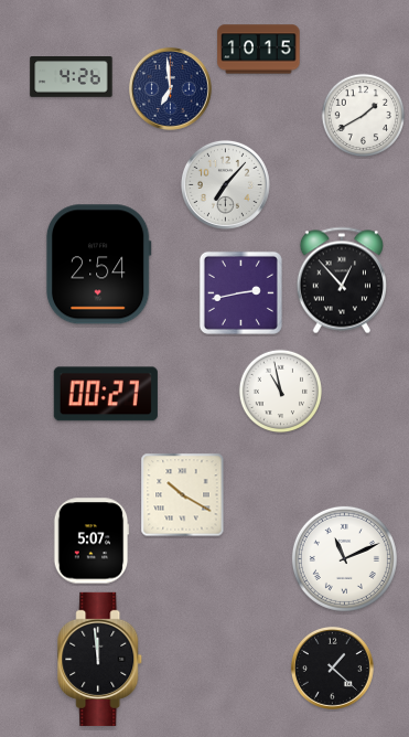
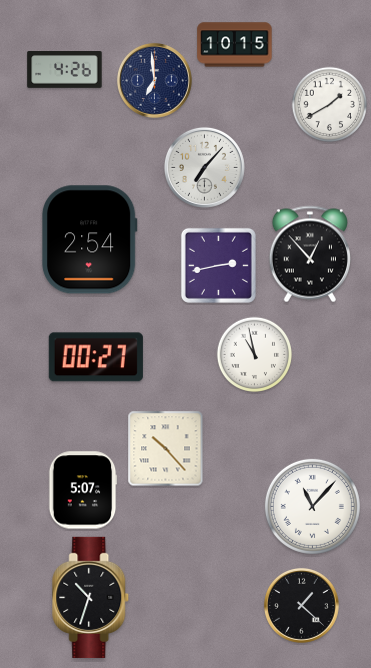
clock at (183, 495): 10:20 -> 10:23
clock at (344, 558): 11:11 -> 11:07
clock at (100, 659): 11:59 -> 10:33
